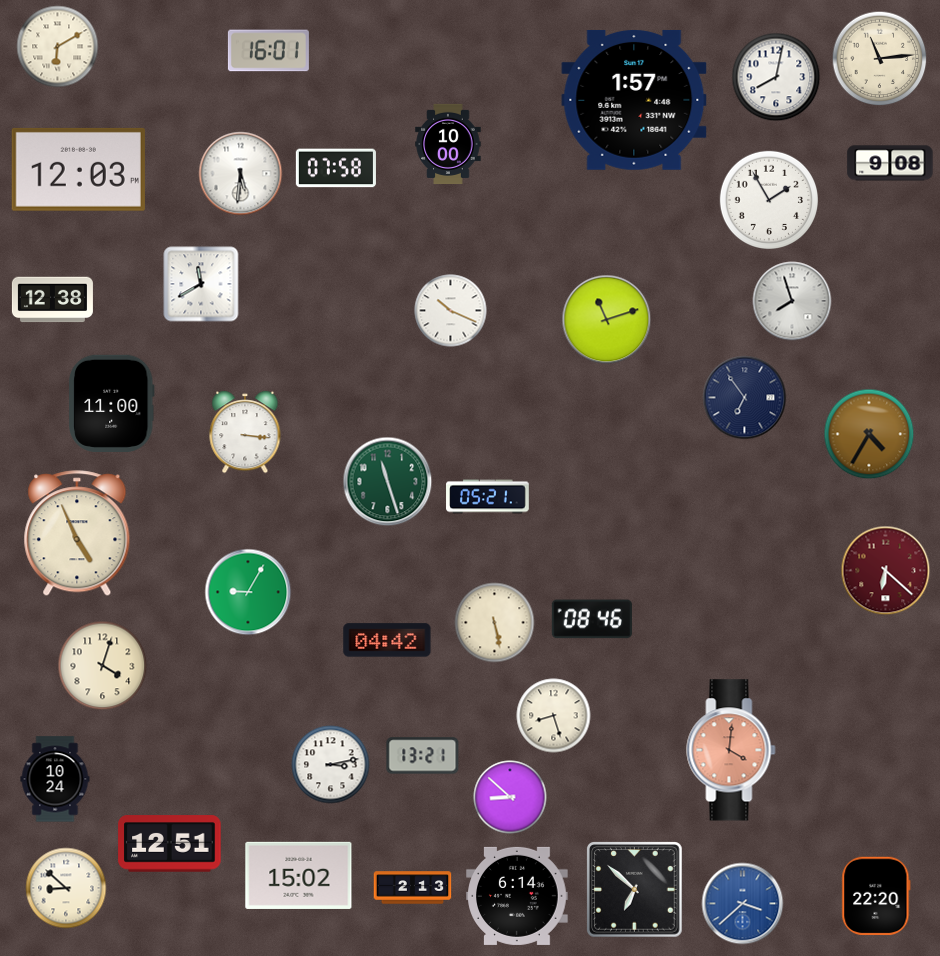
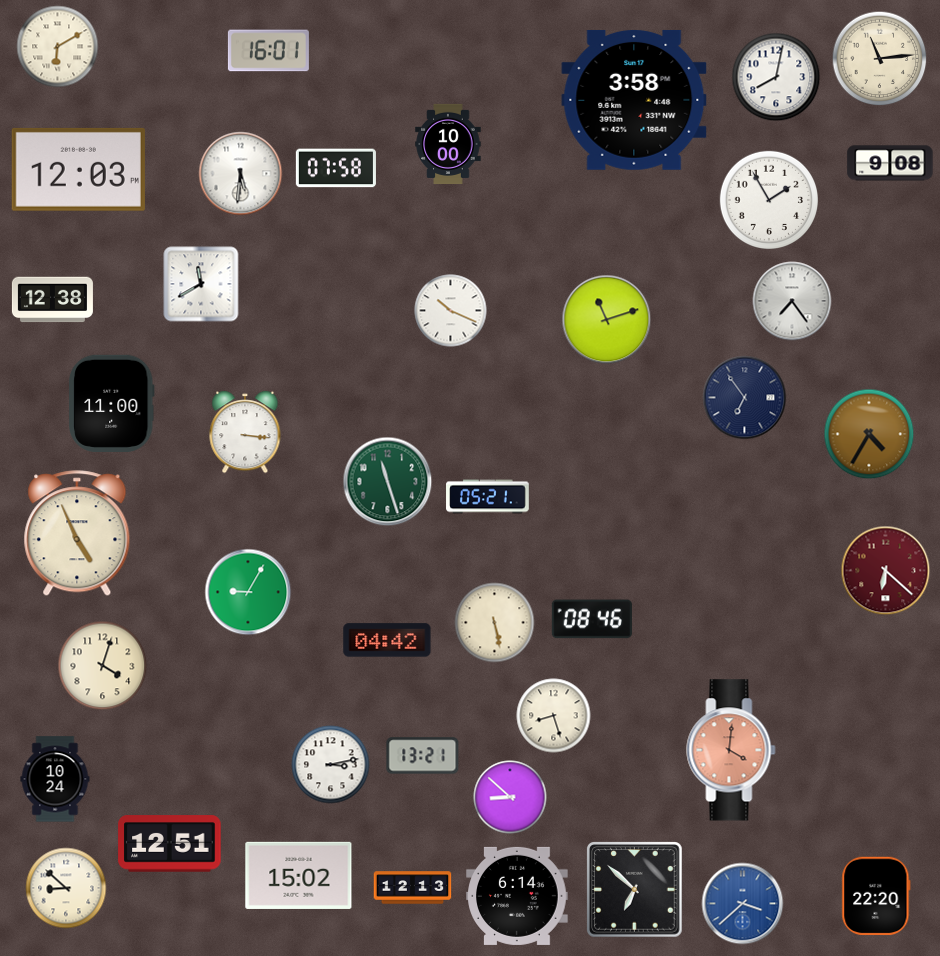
clock at (634, 100): 1:57 -> 3:58
clock at (792, 301): 7:57 -> 7:24
clock at (413, 888): 2:13 -> 12:13
